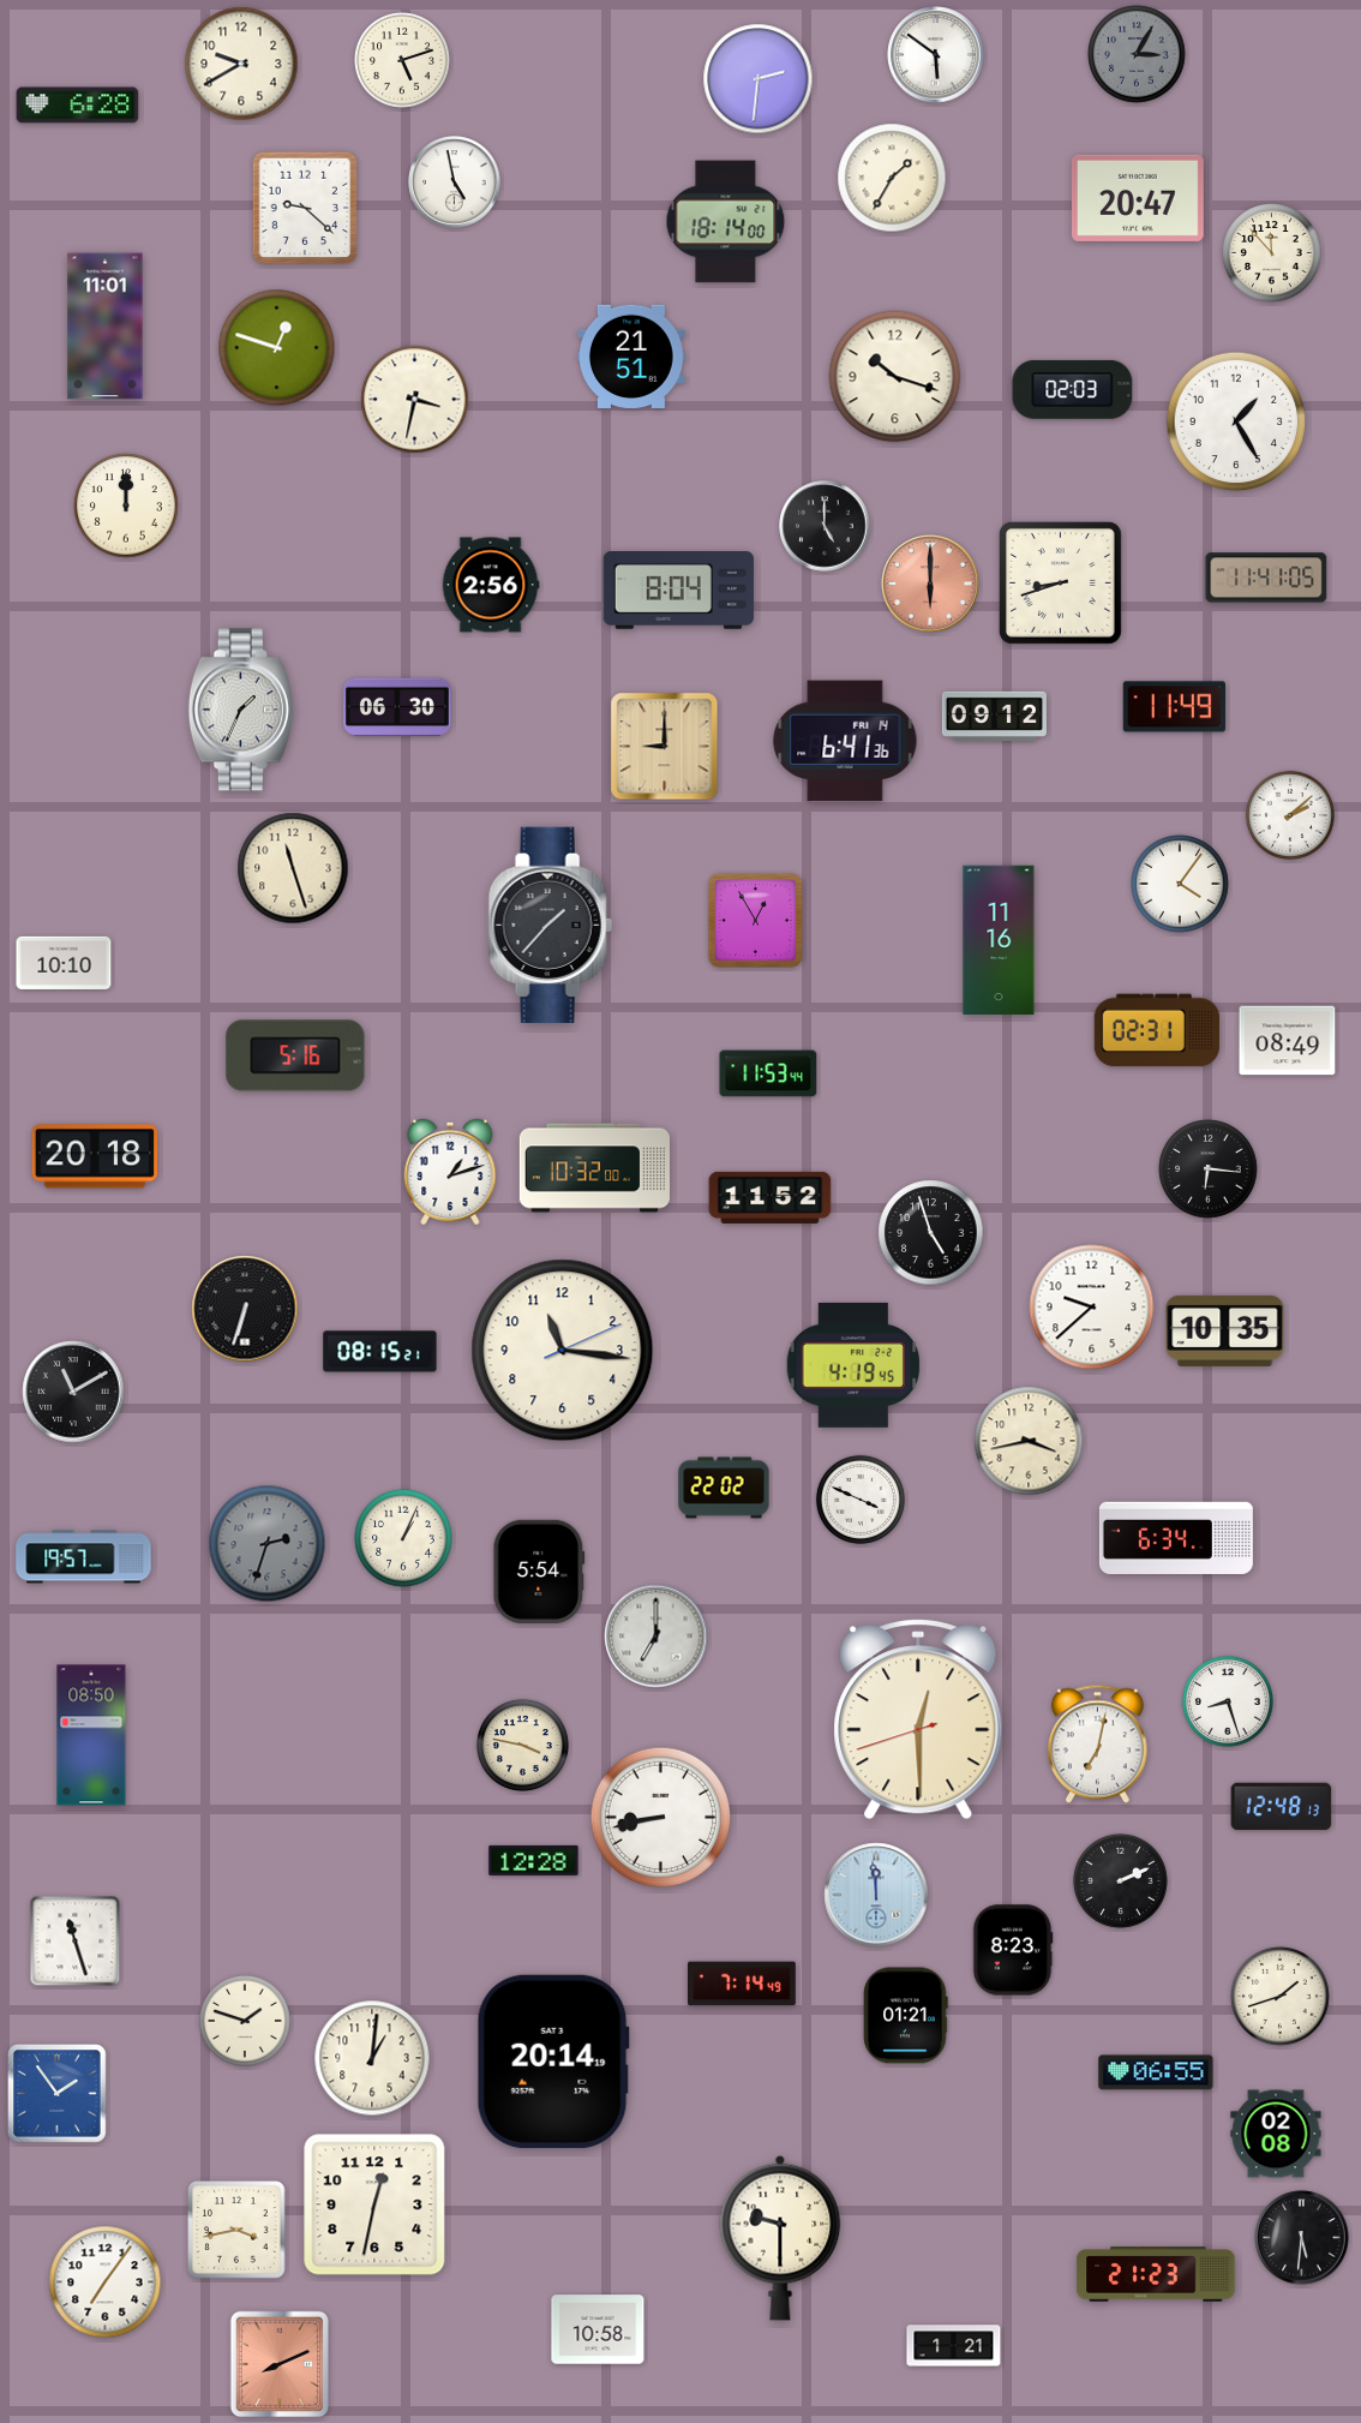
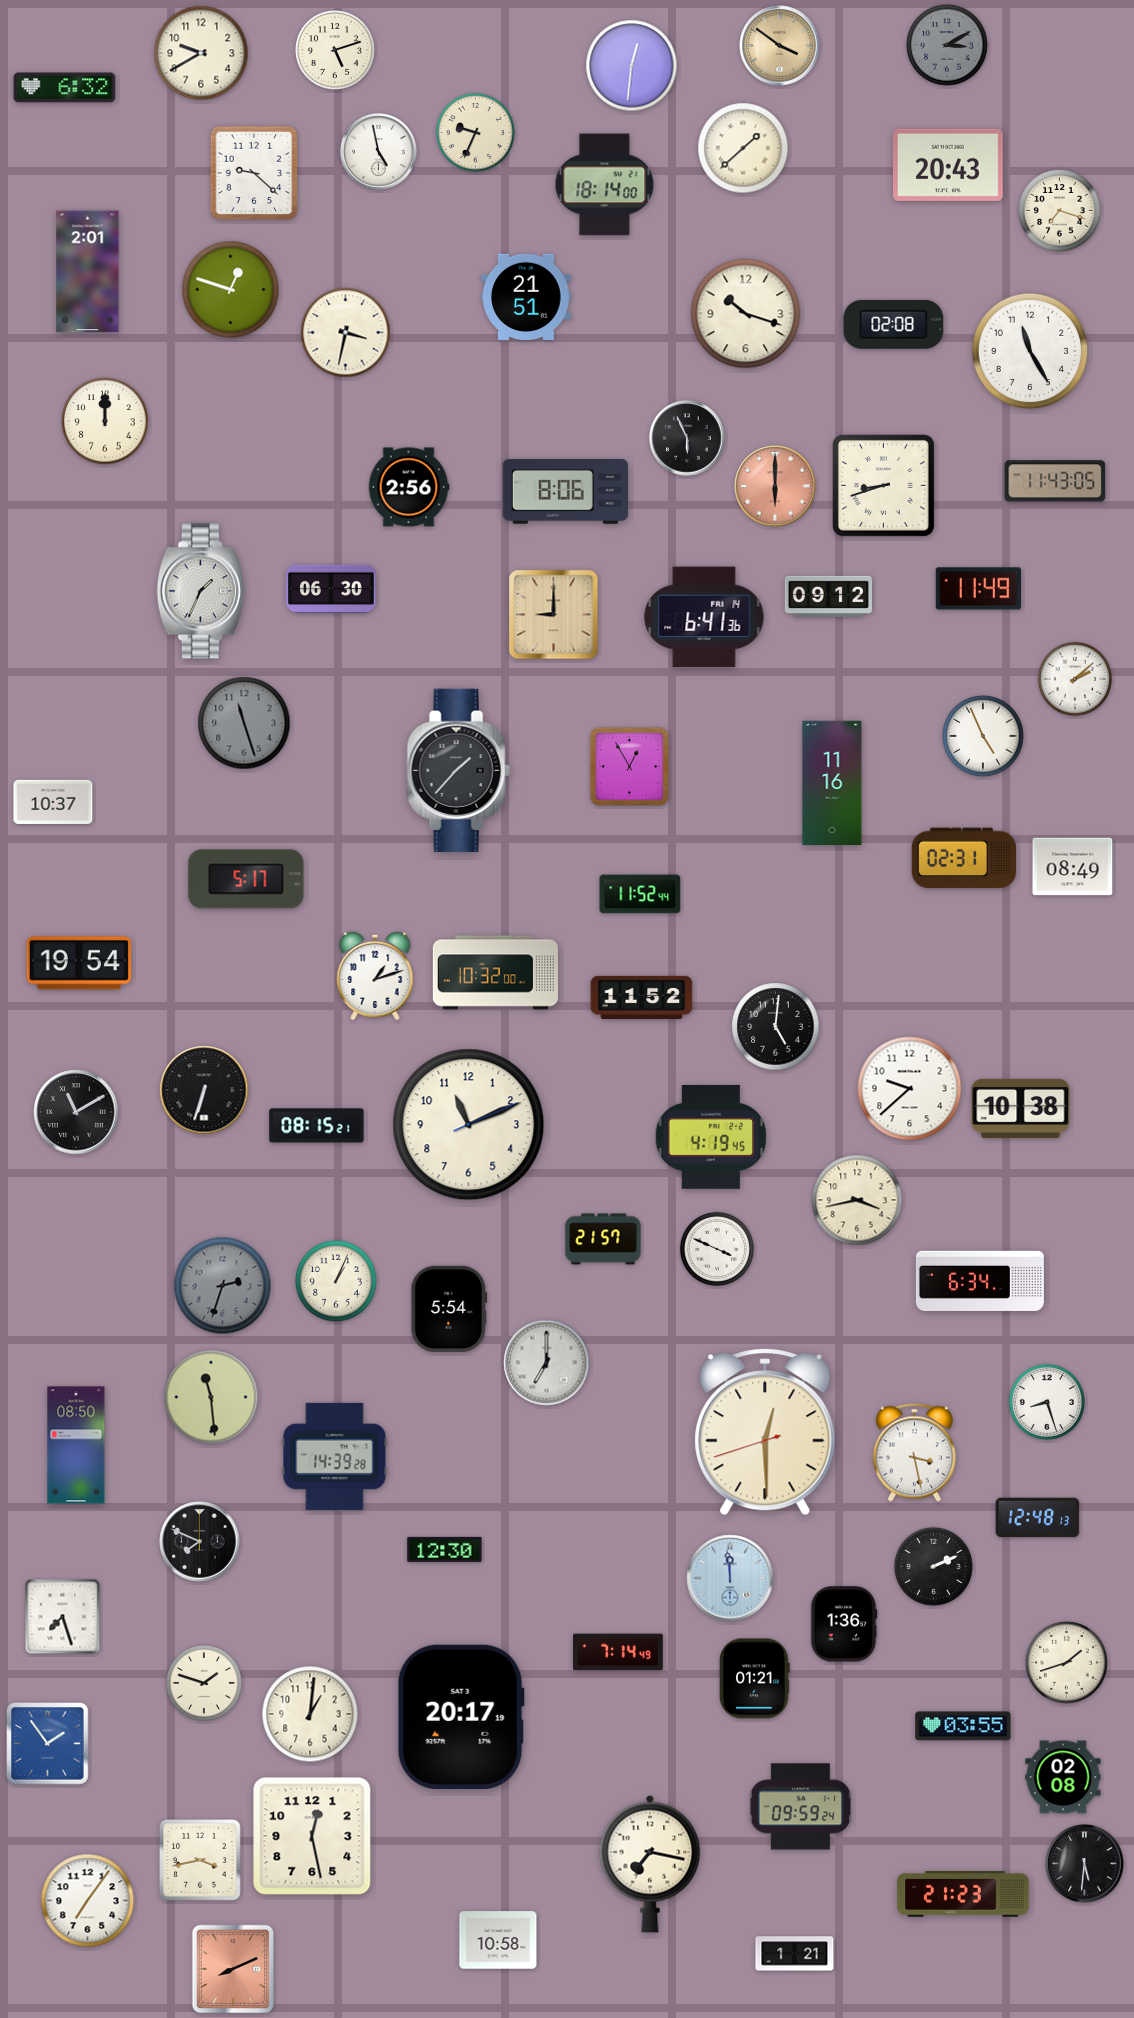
clock at (1137, 54): 3:05 -> 3:10
clock at (936, 55): 5:51 -> 3:51
clock at (936, 55) dial: white -> champagne
clock at (759, 79): 2:31 -> 12:31
clock at (78, 106): 6:28 -> 6:32
clock at (475, 132): none -> 9:34
clock at (892, 178): 1:35 -> 1:38
clock at (1138, 198): 20:47 -> 20:43
clock at (1272, 253): 11:53 -> 7:18
clock at (106, 327): 11:01 -> 2:01
clock at (1073, 389): 02:03 -> 02:08
clock at (1236, 421): 1:25 -> 11:25
clock at (825, 526): 5:00 -> 5:56
clock at (1266, 578): 11:41 -> 11:43
clock at (678, 591): 8:04 -> 8:06
clock at (665, 747) position: (665, 747) -> (554, 615)
clock at (293, 868) dial: cream -> grey
clock at (1180, 884): 4:06 -> 4:56
clock at (64, 963): 10:10 -> 10:37
clock at (295, 1055): 5:16 -> 5:17
clock at (768, 1073): 11:53 -> 11:52
clock at (95, 1156): 20:18 -> 19:54
clock at (1209, 1169): 6:16 -> none
clock at (931, 1233): 4:57 -> 5:01
clock at (1225, 1330): 10:35 -> 10:38
clock at (563, 1351): 11:16 -> 11:11
clock at (73, 1392) position: (73, 1392) -> (76, 1112)
clock at (724, 1488): 22:02 -> 21:57
clock at (84, 1557): 19:57 -> none
clock at (211, 1397): none -> 11:29
clock at (1228, 1701) position: (1228, 1701) -> (1047, 1402)
clock at (522, 1745): 3:47 -> none
clock at (1097, 1745): 7:02 -> 3:28
clock at (335, 1456): none -> 14:39
clock at (1282, 1807) position: (1282, 1807) -> (1038, 1518)
clock at (661, 1818): 8:43 -> none
clock at (200, 1542): none -> 7:49
clock at (534, 1860): 12:28 -> 12:30
clock at (76, 1942): 11:27 -> 7:27
clock at (1013, 1950): 8:23 -> 1:36
clock at (553, 2062): 20:14 -> 20:17
clock at (1156, 2072): 06:55 -> 03:55
clock at (801, 1807): none -> 09:59
clock at (374, 2204): 12:32 -> 12:28
clock at (236, 2230) position: (236, 2230) -> (200, 1860)
clock at (780, 2238): 9:30 -> 7:17
